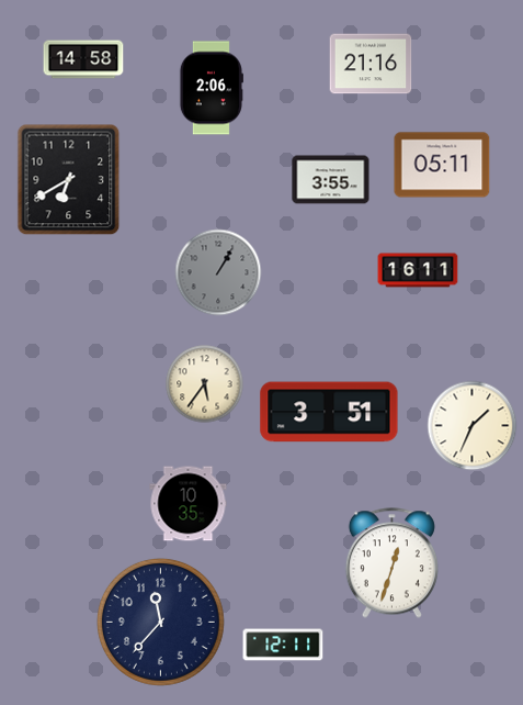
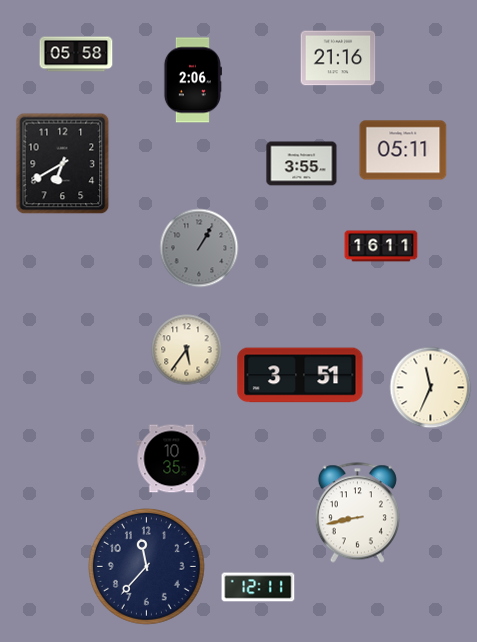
clock at (83, 59): 14:58 -> 05:58
clock at (473, 426): 1:34 -> 11:34
clock at (391, 563): 12:33 -> 8:43
